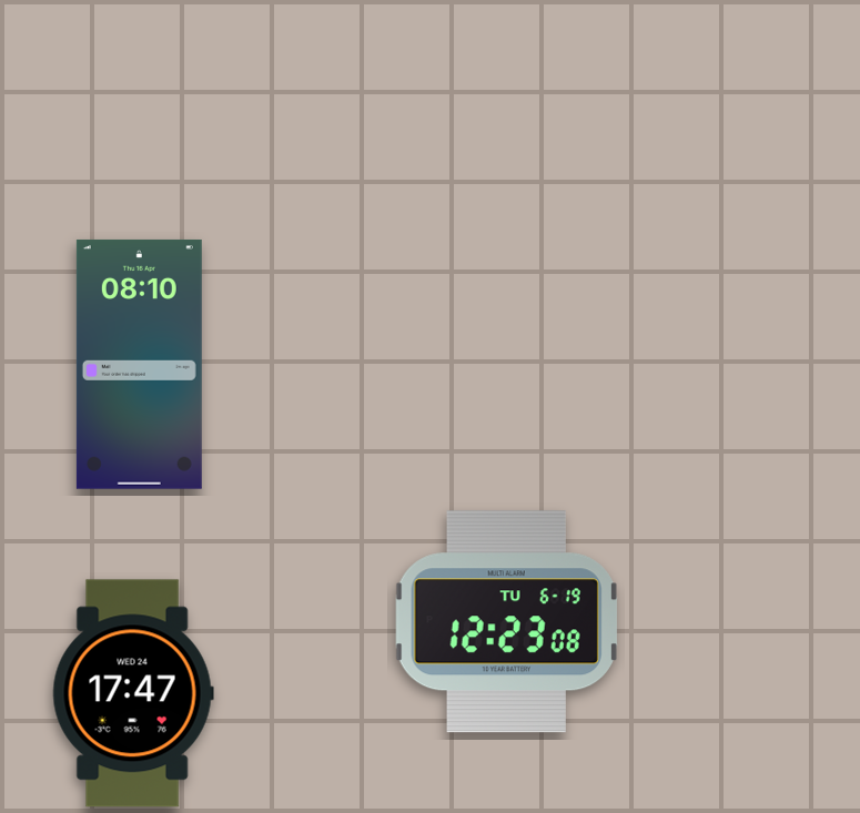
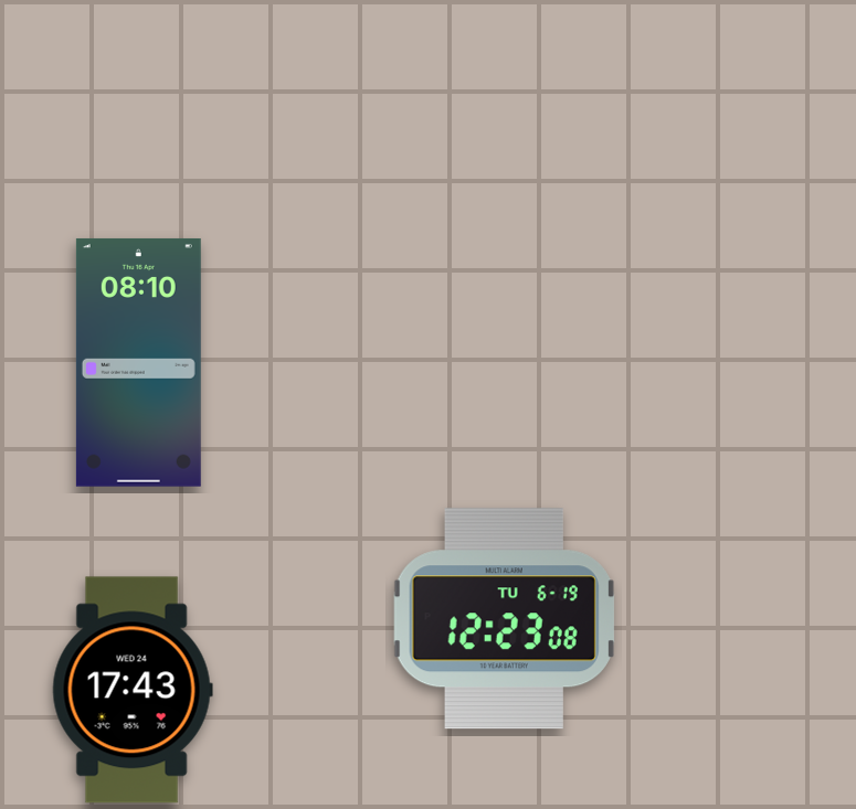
clock at (133, 693): 17:47 -> 17:43
